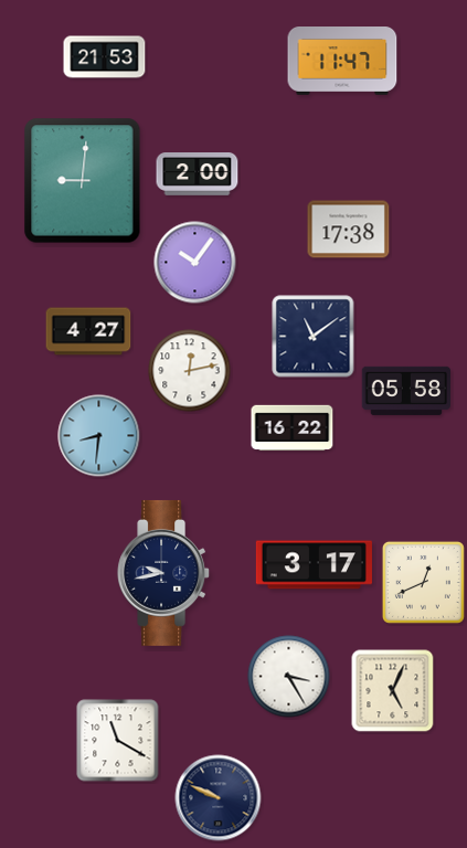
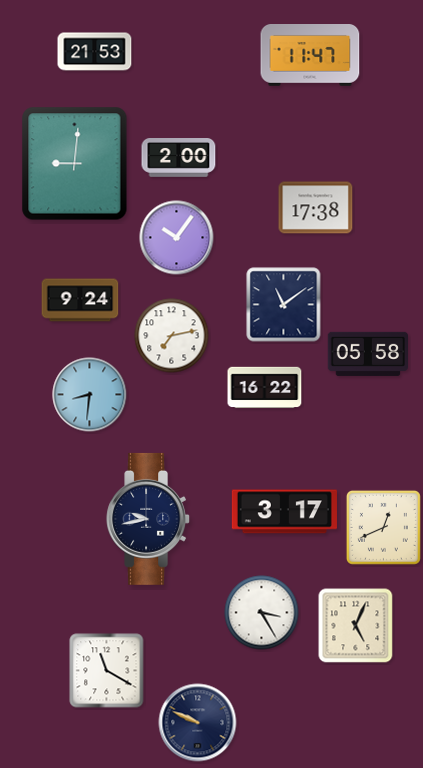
clock at (88, 331): 4:27 -> 9:24
clock at (190, 371): 12:13 -> 7:13
